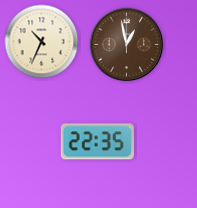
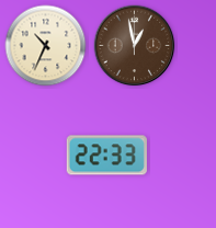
clock at (127, 45) position: (127, 45) -> (135, 46)
clock at (97, 142): 22:35 -> 22:33
